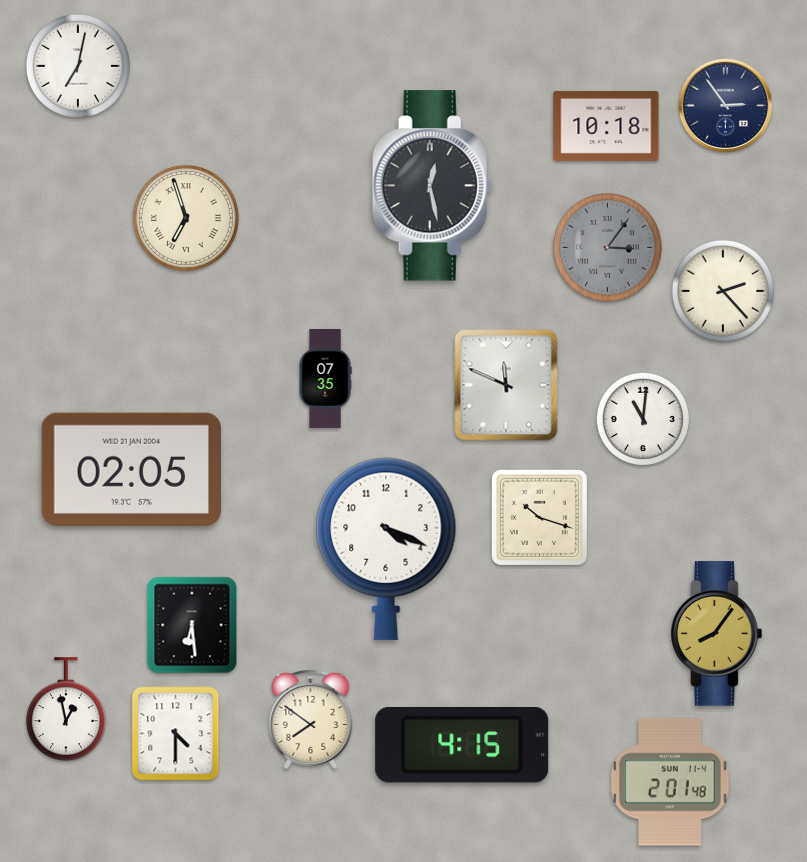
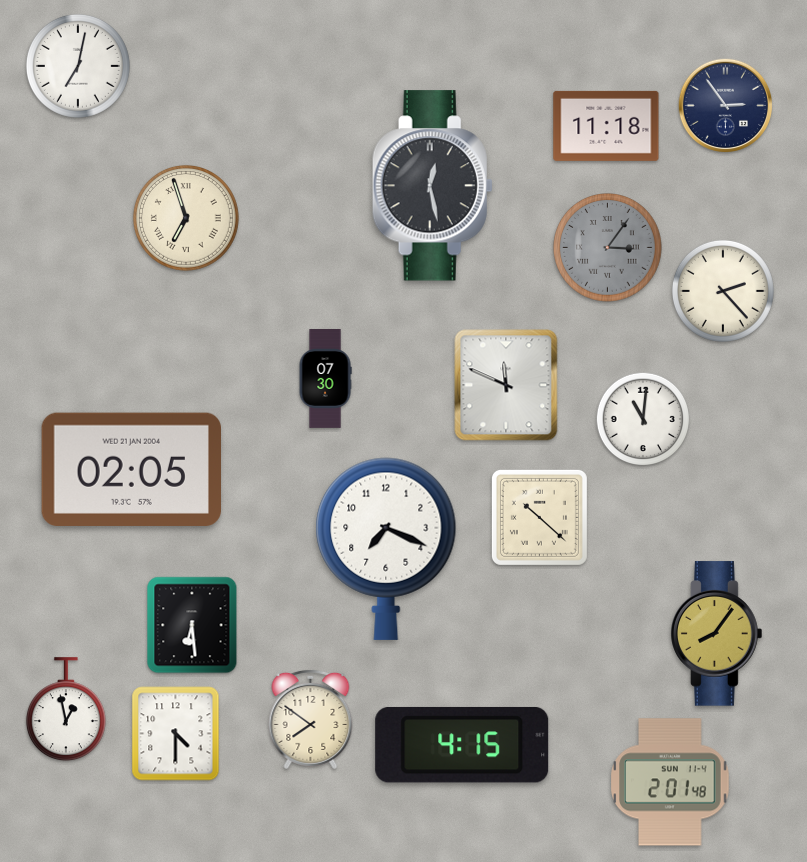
clock at (606, 126): 10:18 -> 11:18
clock at (325, 379): 07:35 -> 07:30
clock at (539, 517): 10:18 -> 10:22
clock at (386, 549): 4:19 -> 7:19
